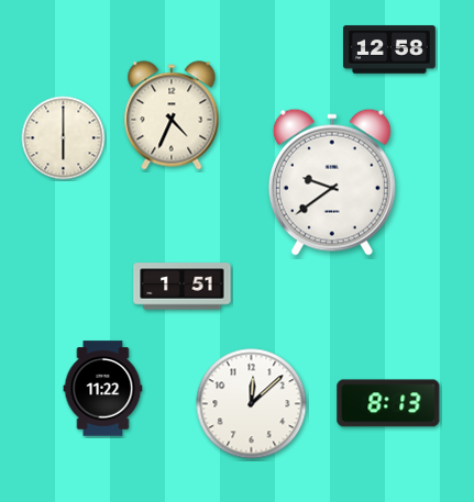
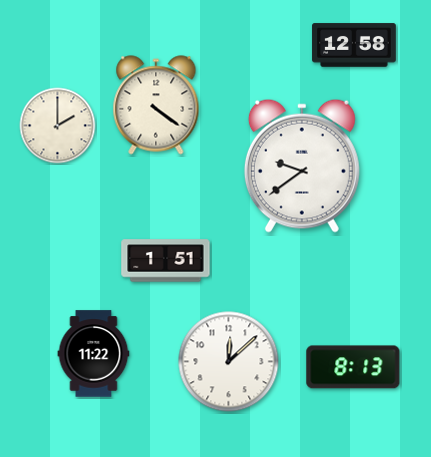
clock at (172, 115): 4:34 -> 4:21
clock at (64, 138): 6:00 -> 2:00
clock at (252, 404) position: (252, 404) -> (229, 362)
